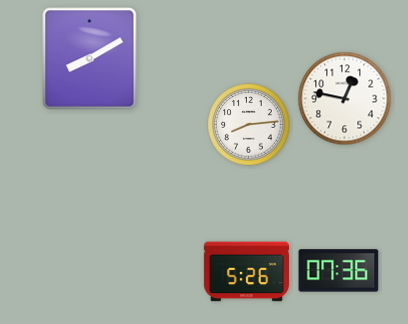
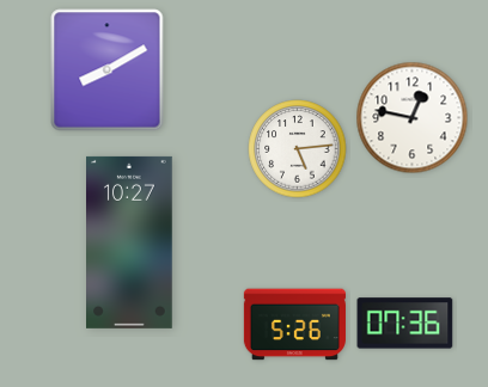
clock at (249, 125): 8:14 -> 5:14
clock at (129, 242): none -> 10:27
